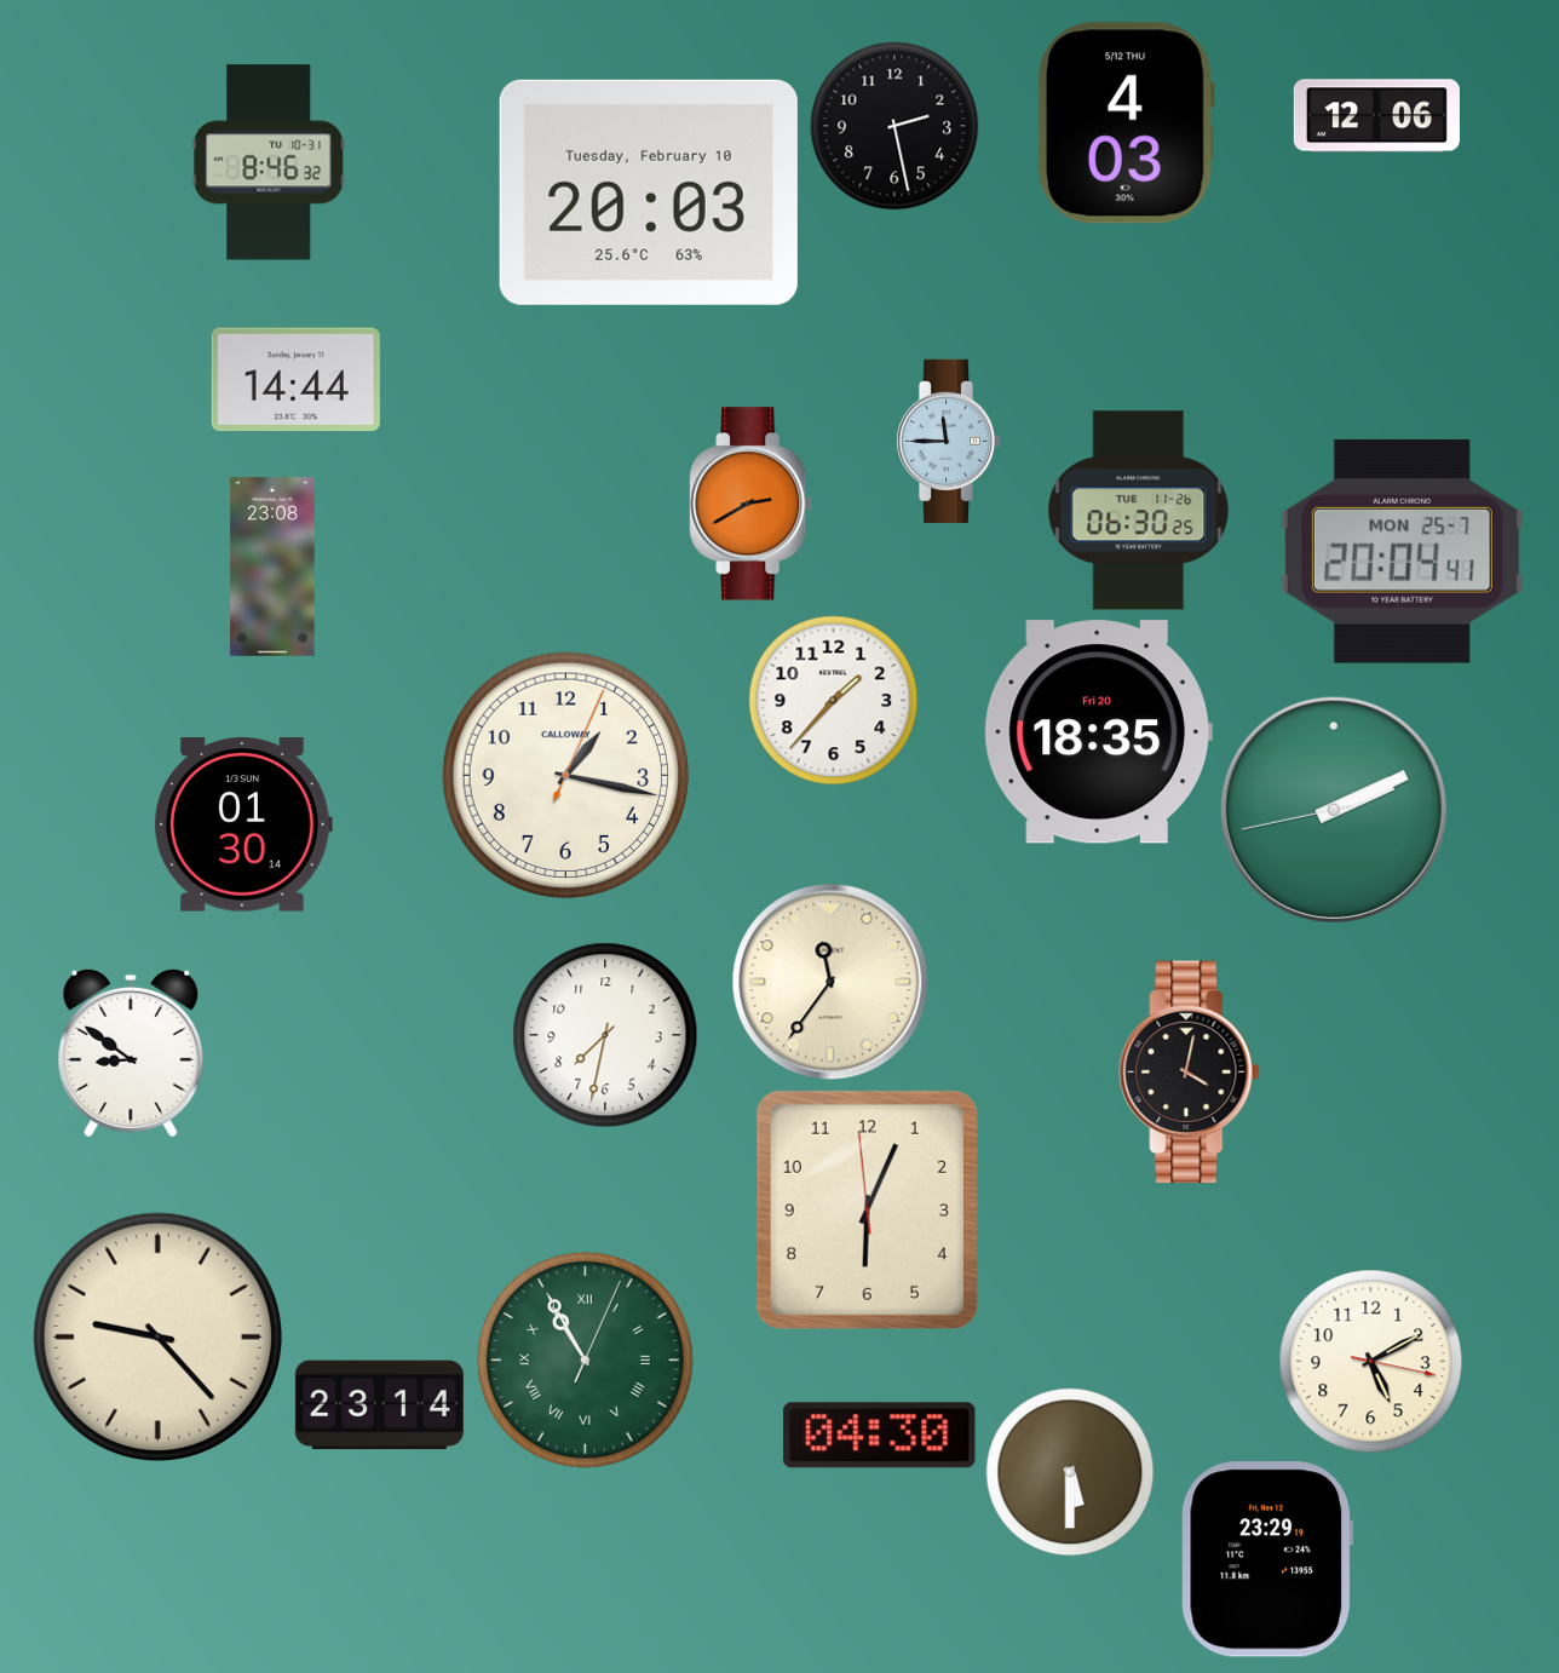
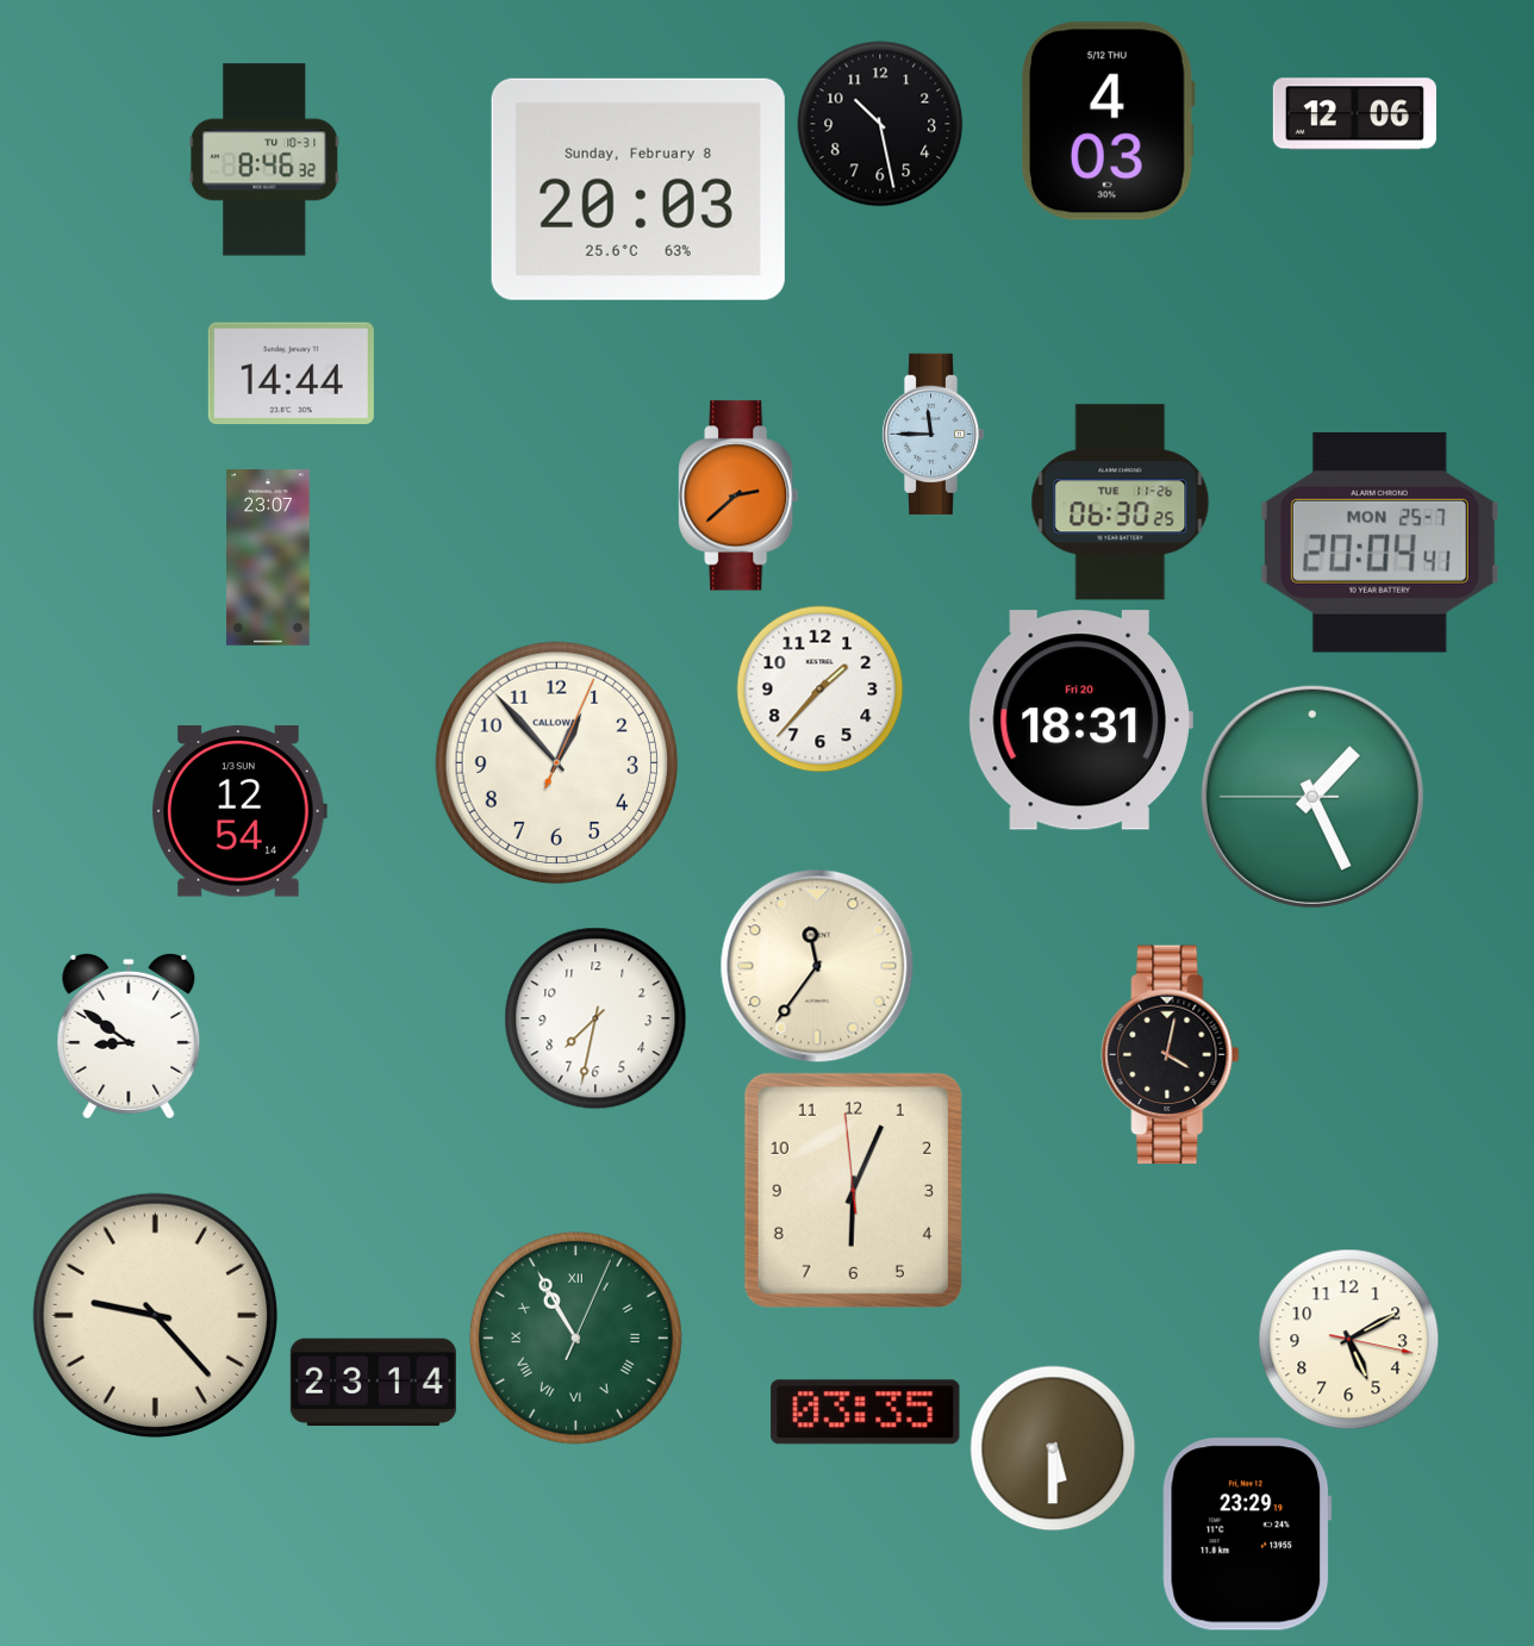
clock at (894, 126): 2:28 -> 10:28
clock at (649, 192) date: Tuesday, February 10 -> Sunday, February 8
clock at (750, 504): 2:40 -> 2:38
clock at (272, 568): 23:08 -> 23:07
clock at (1098, 732): 18:35 -> 18:31
clock at (565, 775): 1:17 -> 12:53
clock at (1334, 810): 2:10 -> 1:25
clock at (243, 824): 01:30 -> 12:54
clock at (880, 1436): 04:30 -> 03:35
